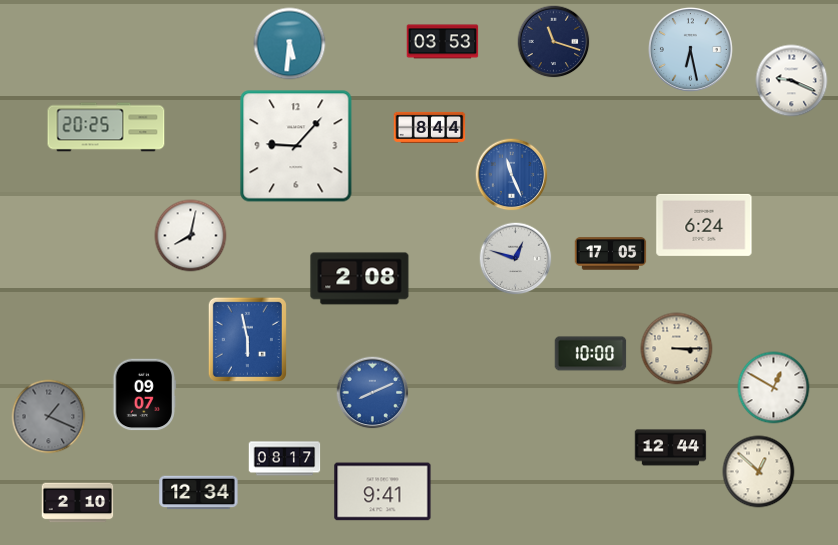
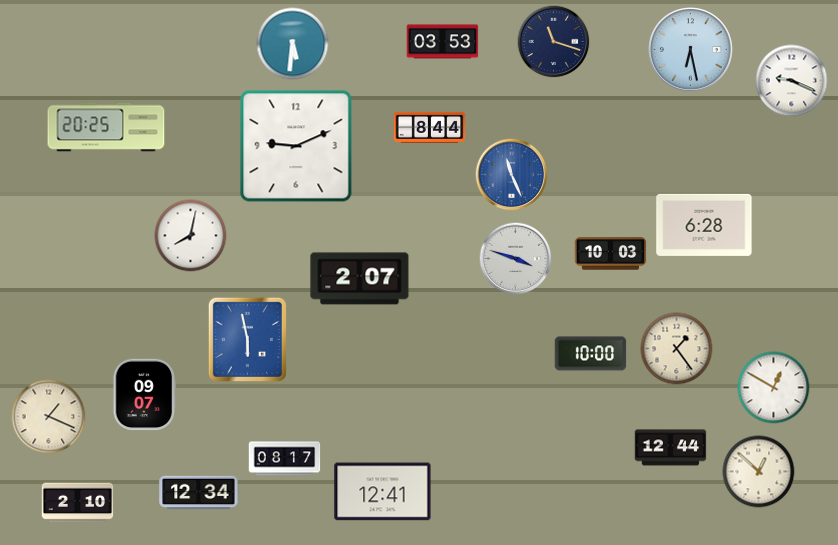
clock at (290, 44) position: (290, 44) -> (293, 44)
clock at (296, 146): 9:07 -> 9:11
clock at (704, 225): 6:24 -> 6:28
clock at (611, 254): 17:05 -> 10:03
clock at (516, 259): 12:48 -> 3:48
clock at (360, 279): 2:08 -> 2:07
clock at (677, 349): 3:15 -> 1:24
clock at (373, 393): 8:11 -> none
clock at (49, 417) dial: grey -> cream
clock at (383, 492): 9:41 -> 12:41
